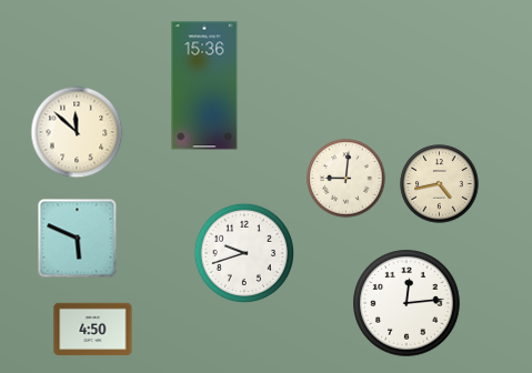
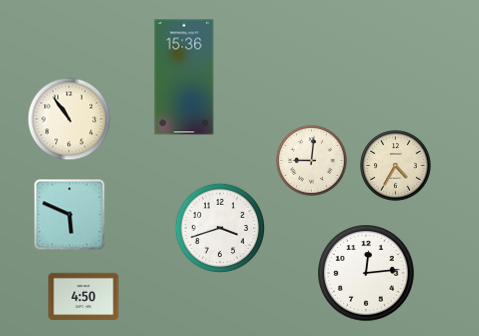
clock at (77, 132): 11:52 -> 10:54
clock at (440, 184): 4:43 -> 4:35
clock at (243, 252): 9:42 -> 3:42
